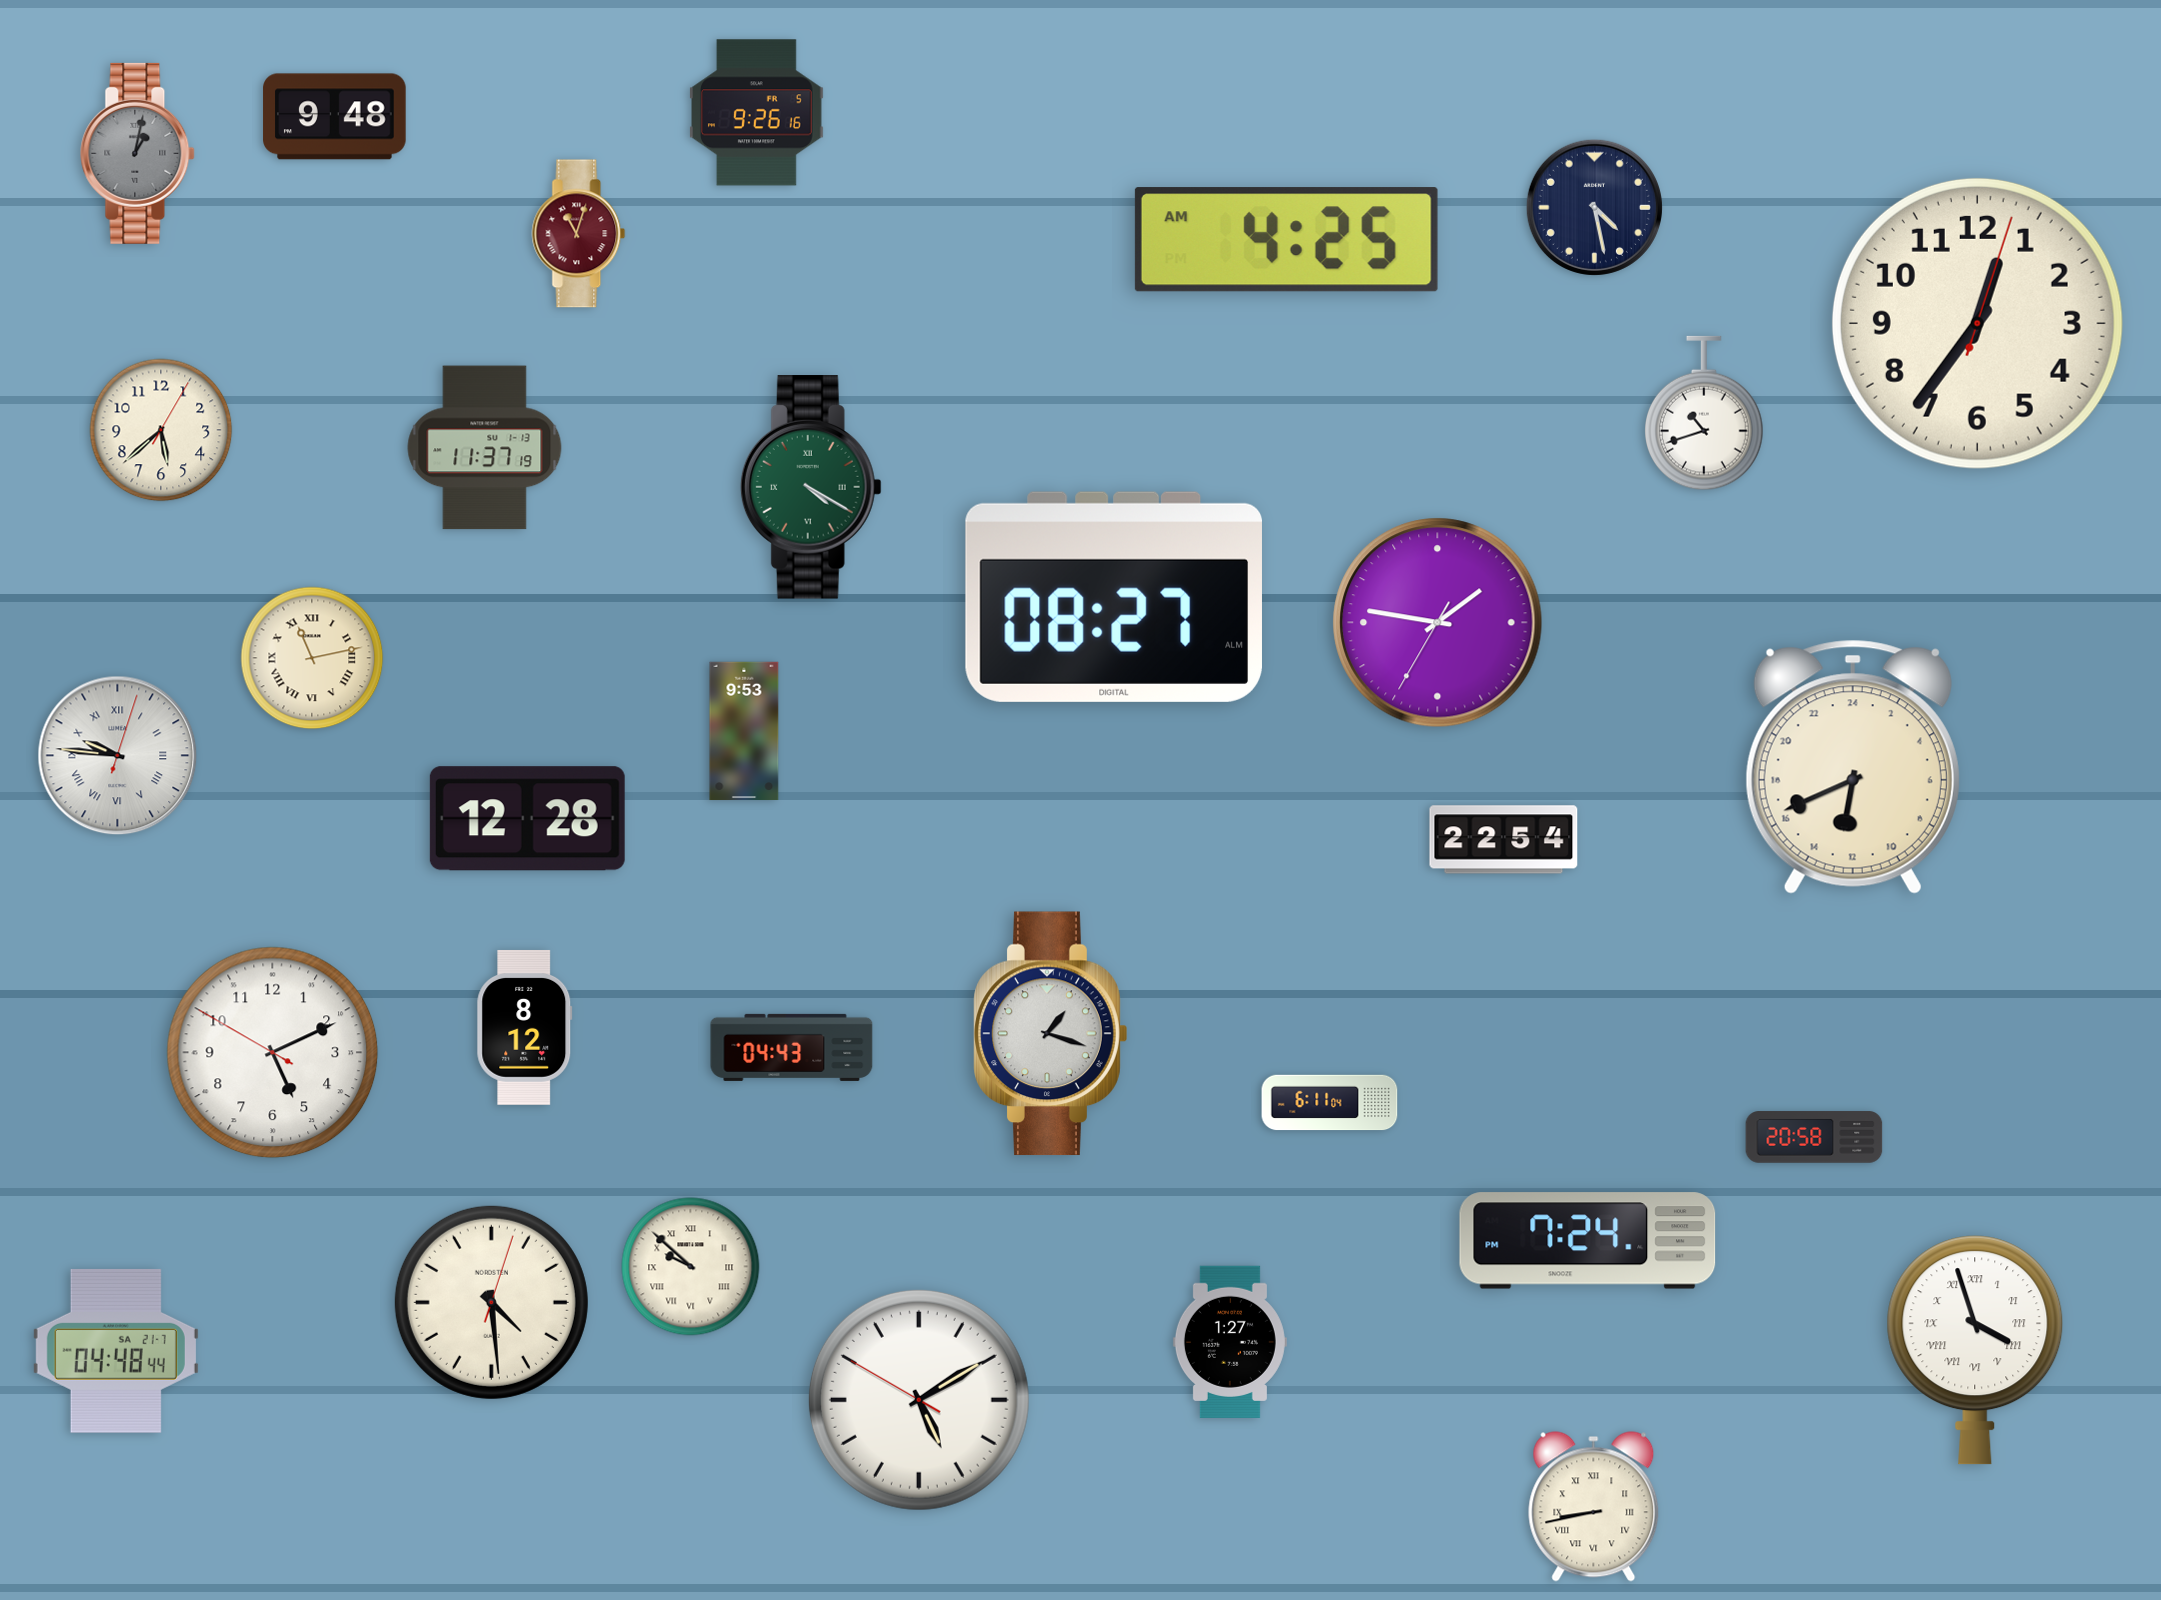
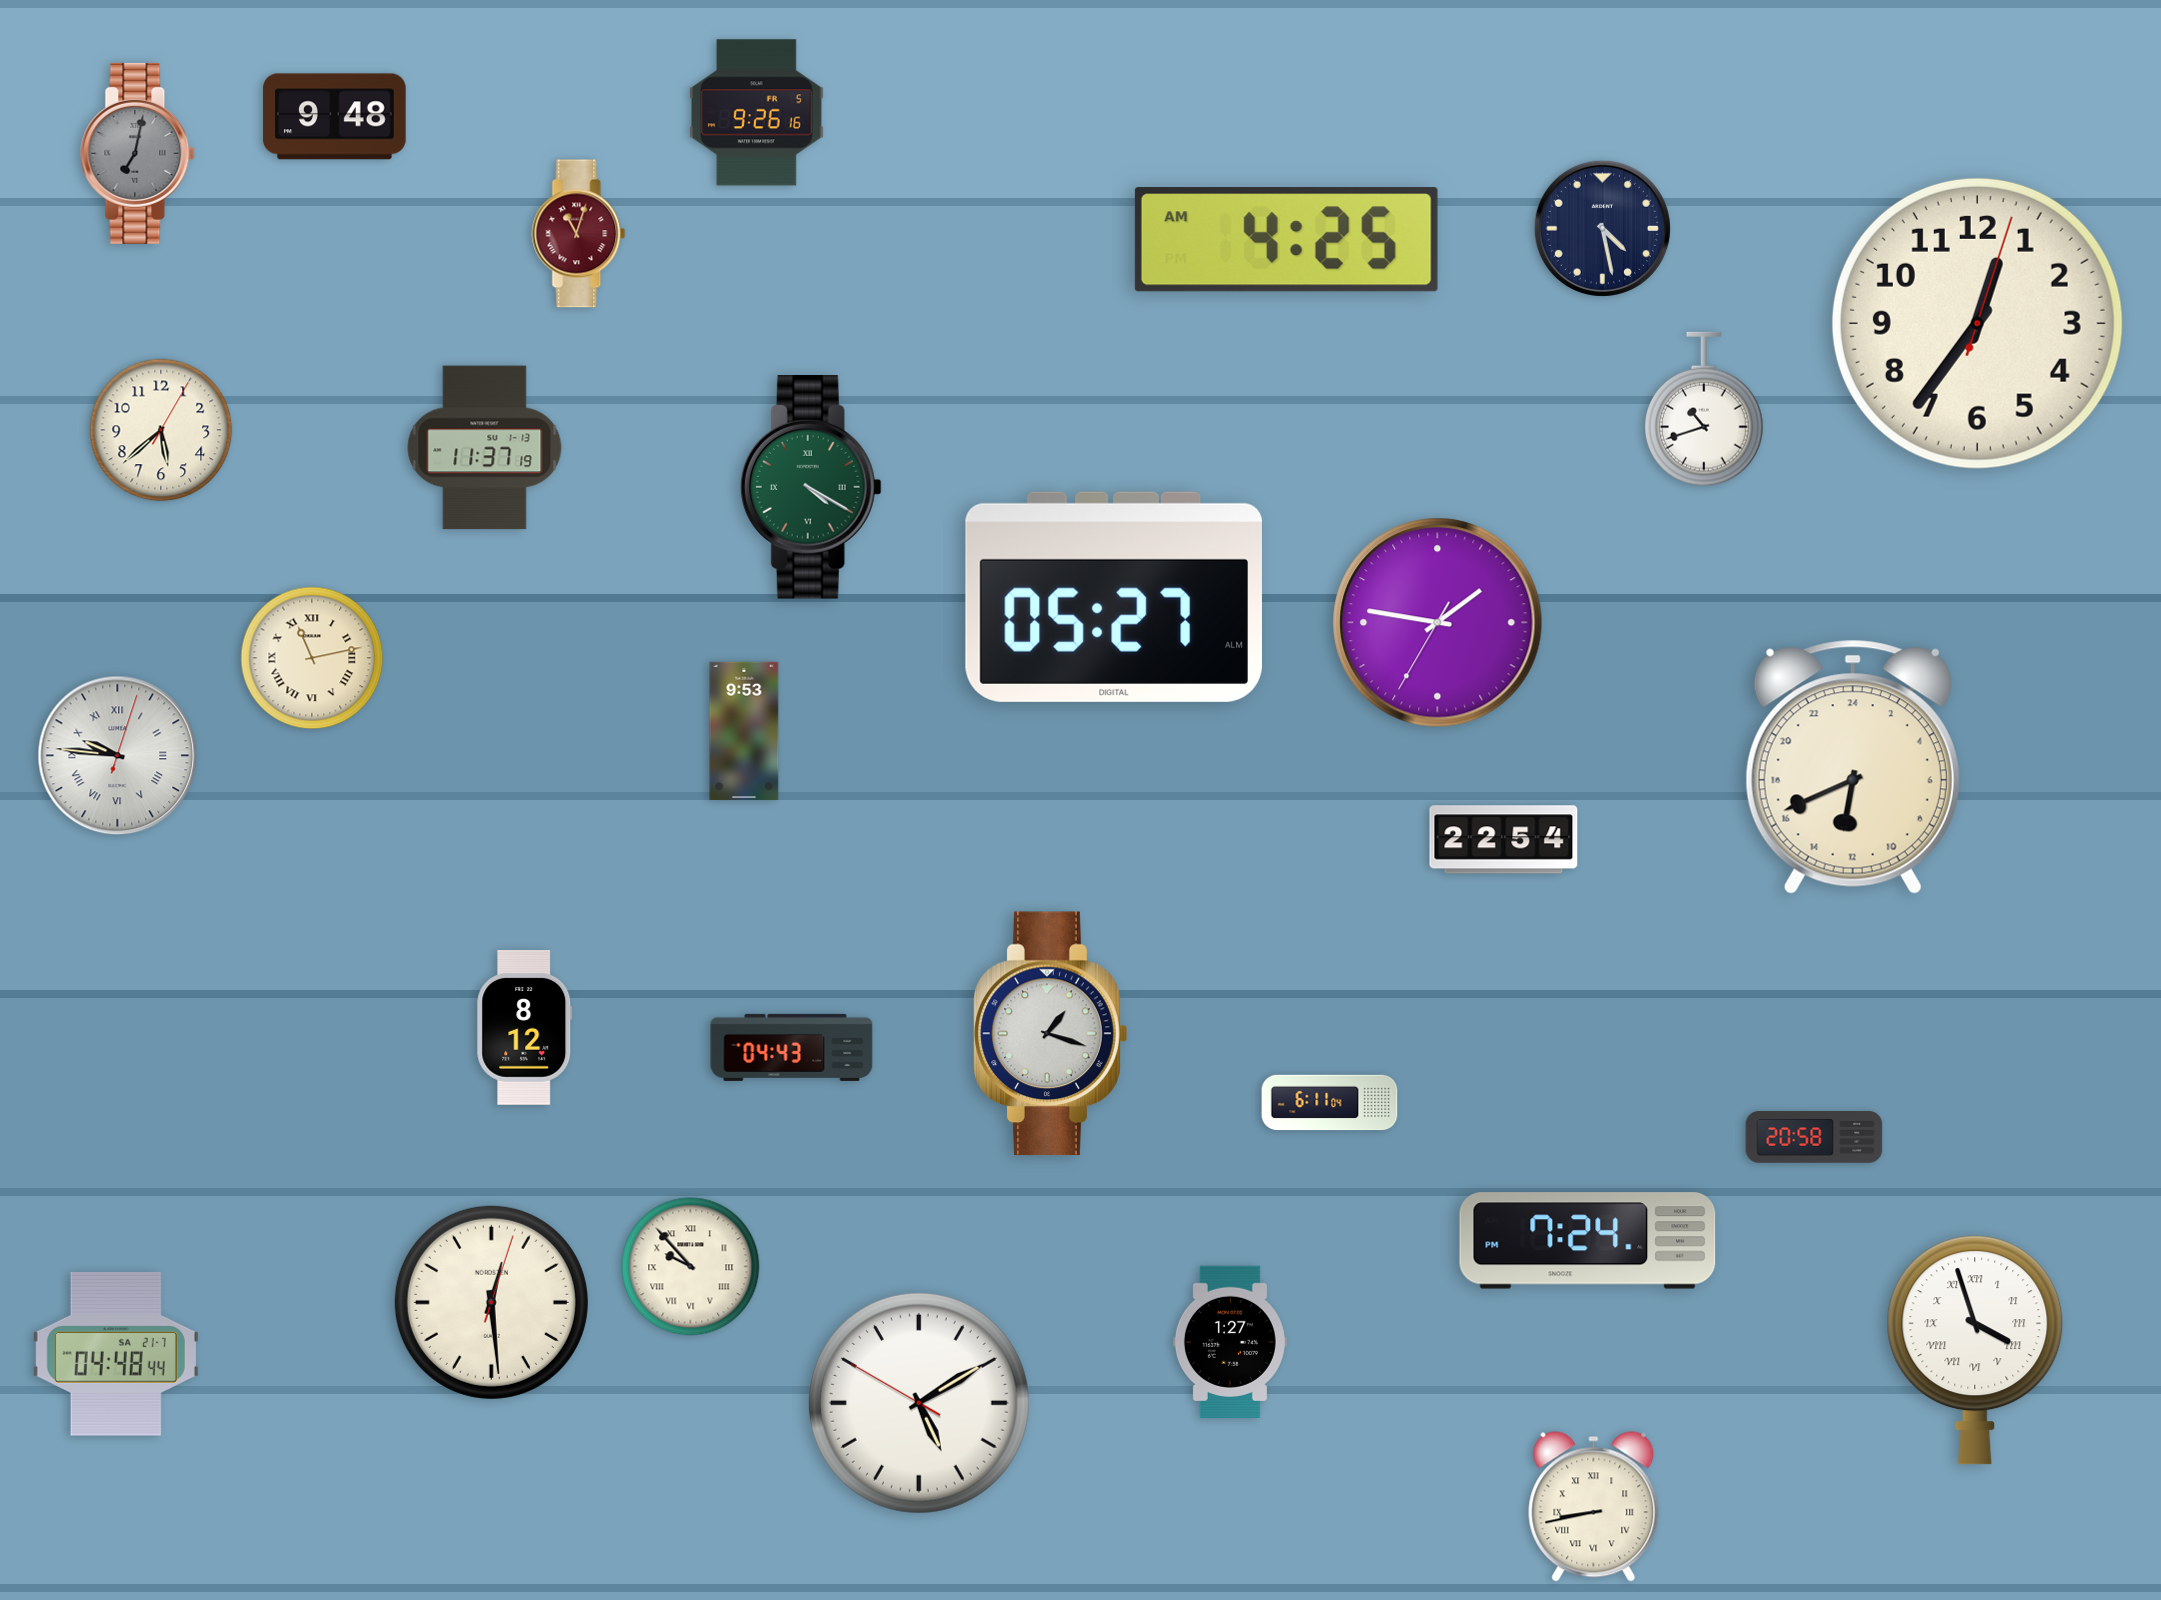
clock at (138, 153): 1:02 -> 7:02
clock at (1594, 207) position: (1594, 207) -> (1602, 228)
clock at (1705, 413) position: (1705, 413) -> (1705, 409)
clock at (1114, 597): 08:27 -> 05:27
clock at (527, 819): 12:28 -> none
clock at (273, 1053): 5:10 -> none
clock at (691, 1267): 9:52 -> 9:53
clock at (491, 1302): 4:29 -> 12:29
clock at (116, 1351) position: (116, 1351) -> (116, 1354)
clock at (919, 1400) position: (919, 1400) -> (919, 1403)
